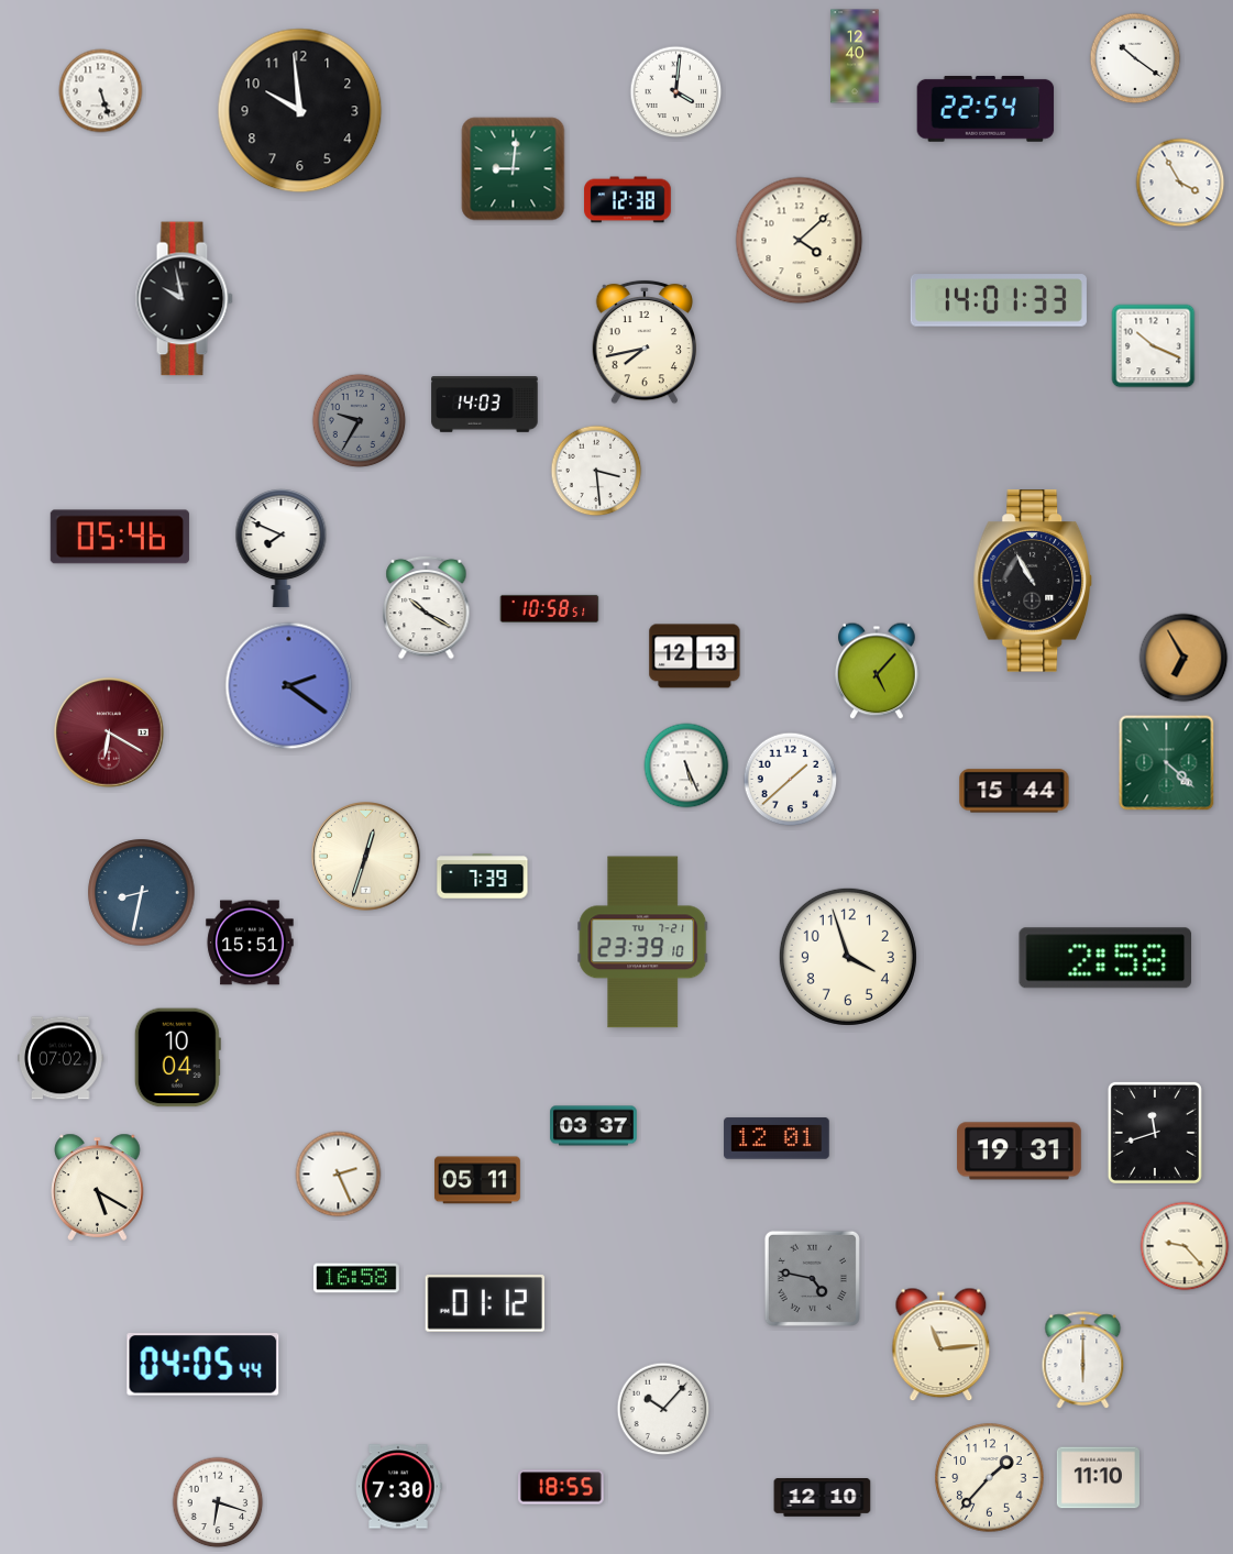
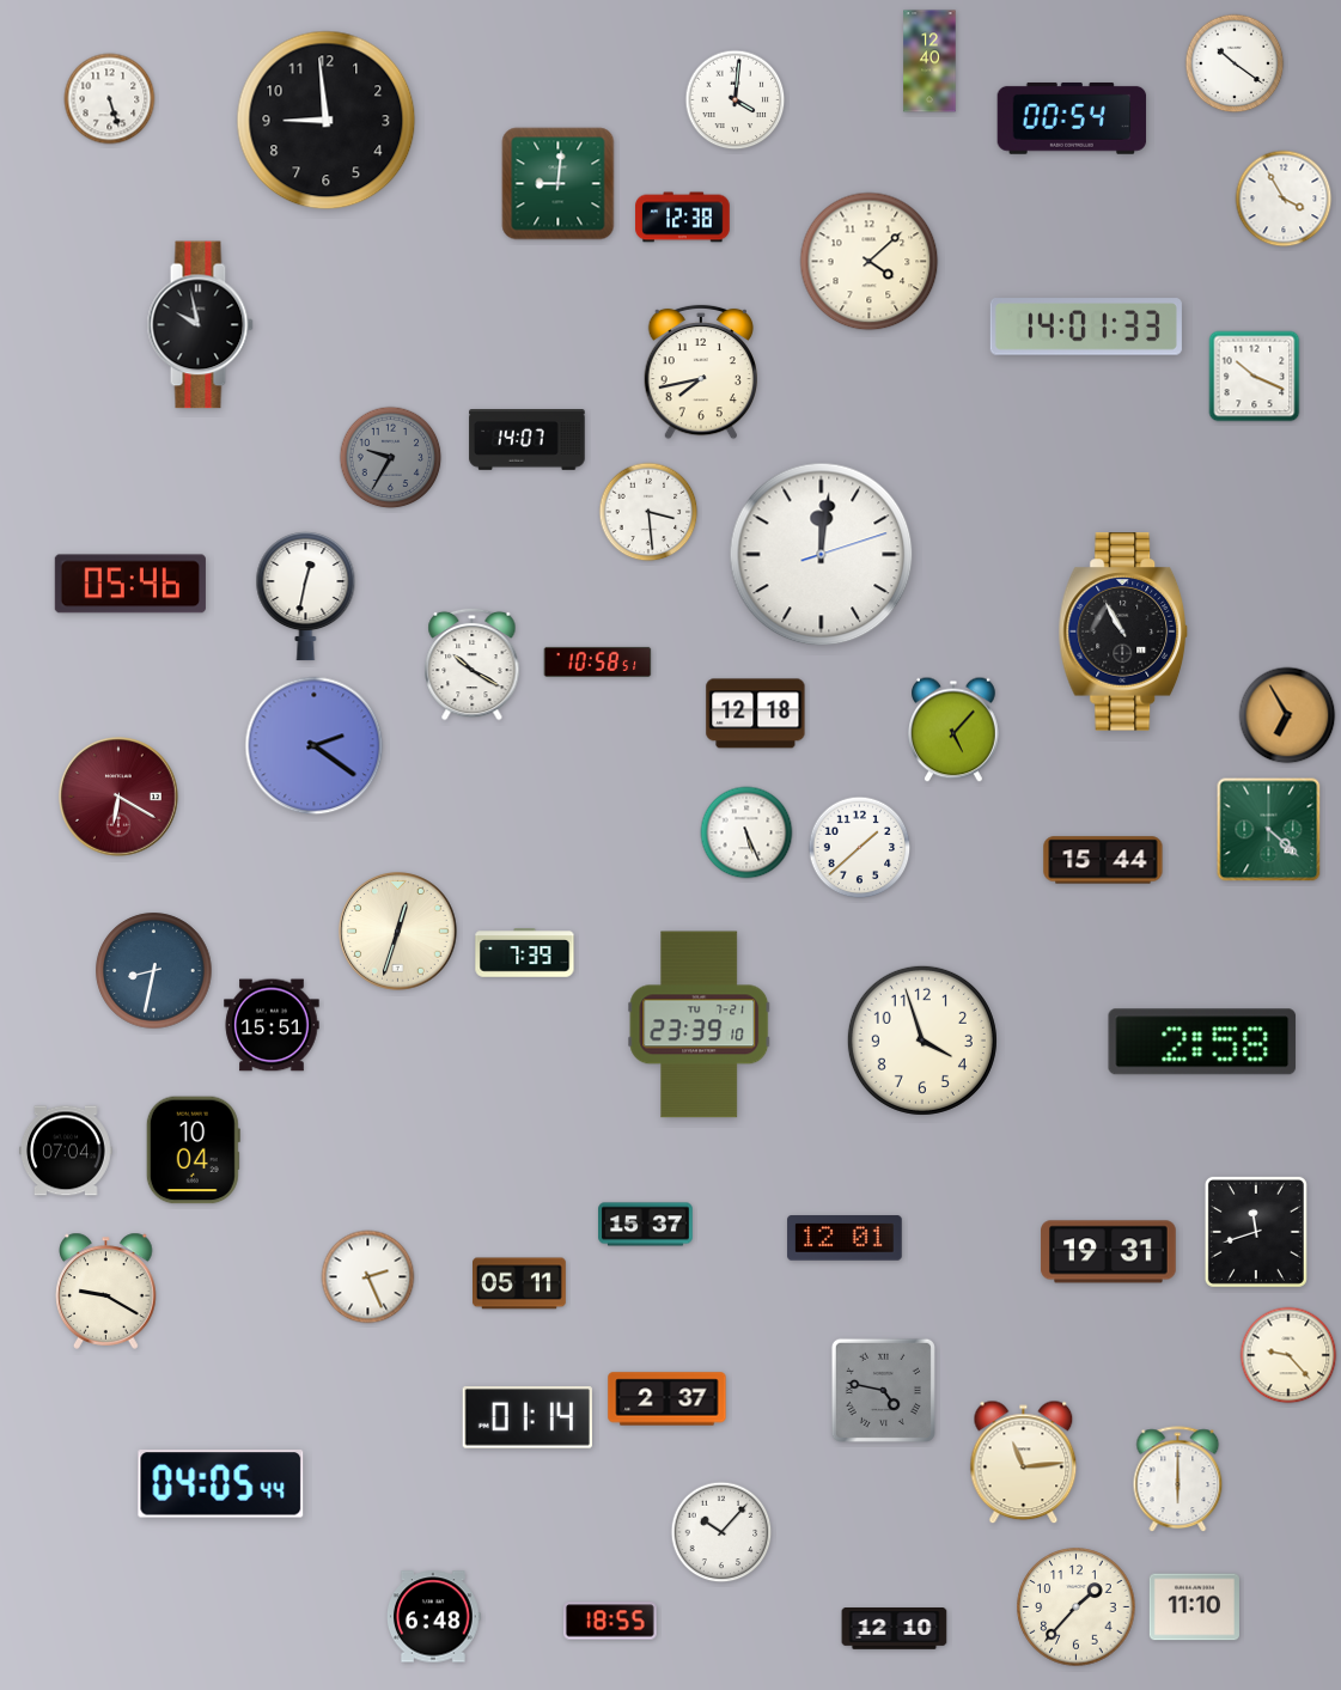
clock at (986, 109): 22:54 -> 00:54
clock at (300, 111): 9:59 -> 8:59
clock at (485, 405): 14:03 -> 14:07
clock at (822, 555): none -> 12:01
clock at (282, 549): 7:49 -> 12:32
clock at (427, 607) position: (427, 607) -> (473, 664)
clock at (695, 657): 12:13 -> 12:18
clock at (62, 1058): 07:02 -> 07:04
clock at (594, 1126): 03:37 -> 15:37
clock at (98, 1187): 5:20 -> 9:20
clock at (357, 1278): 16:58 -> none
clock at (668, 1399): none -> 2:37
clock at (485, 1303): 01:12 -> 01:14
clock at (399, 1487): 7:30 -> 6:48
clock at (561, 1487) position: (561, 1487) -> (610, 1621)
clock at (218, 1502): 6:18 -> none
